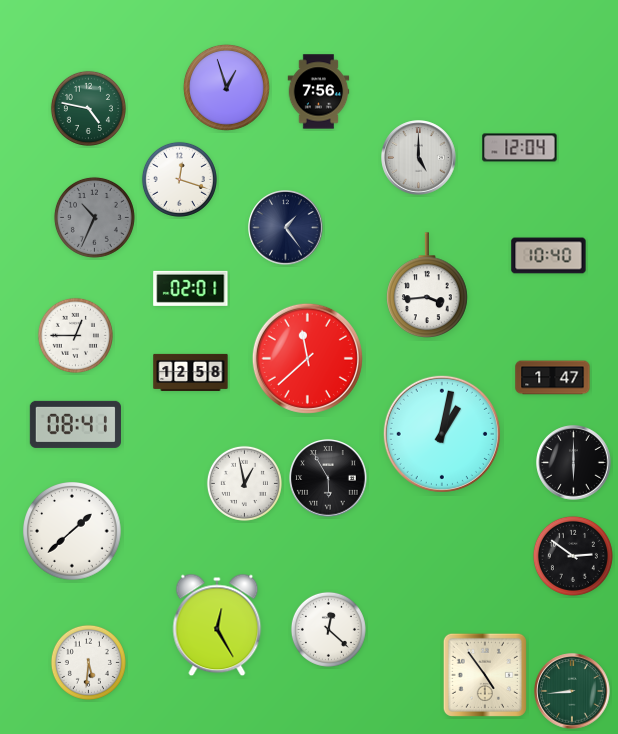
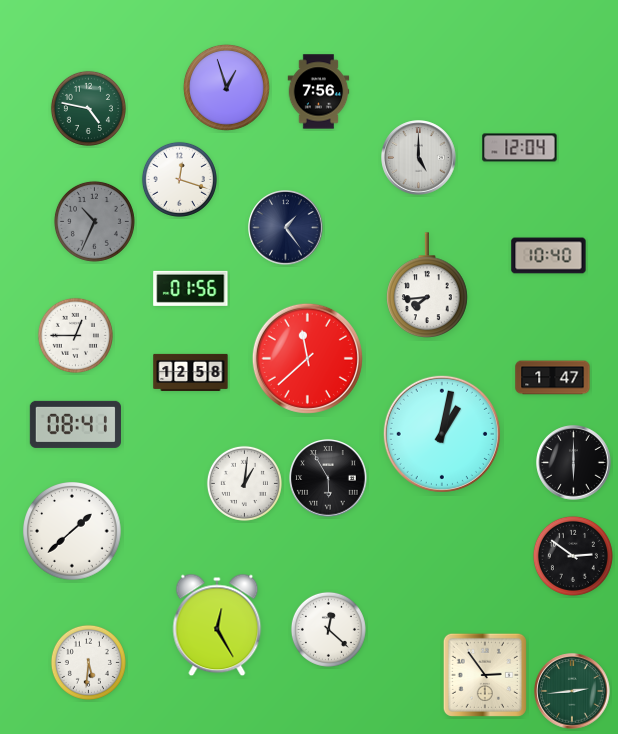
clock at (94, 217) position: (94, 217) -> (94, 221)
clock at (427, 285): 3:44 -> 7:44
clock at (191, 288): 02:01 -> 01:56
clock at (244, 483): 12:58 -> 1:01
clock at (485, 675): 4:54 -> 2:54
clock at (572, 691): 8:44 -> 2:44
